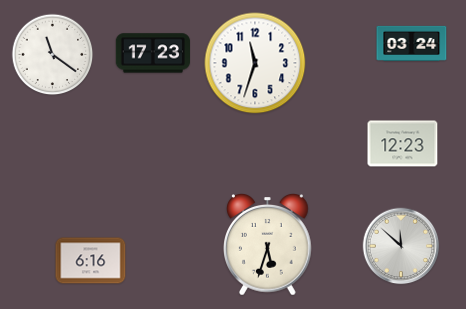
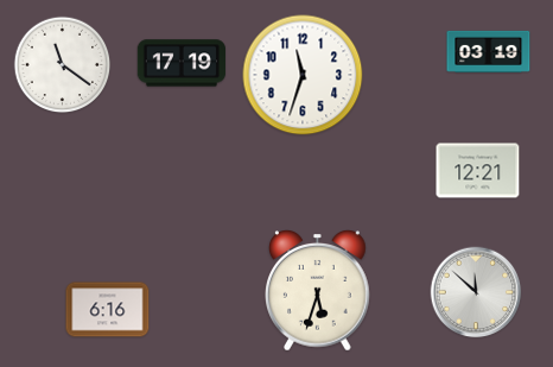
clock at (412, 43): 03:24 -> 03:19
clock at (152, 53): 17:23 -> 17:19
clock at (403, 144): 12:23 -> 12:21
